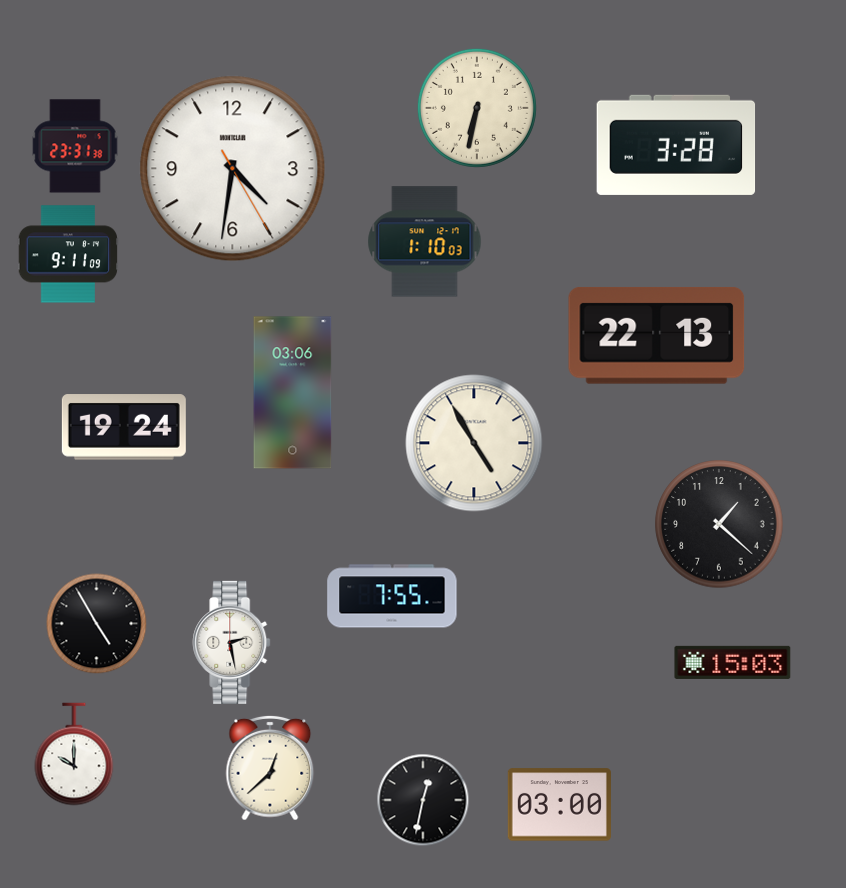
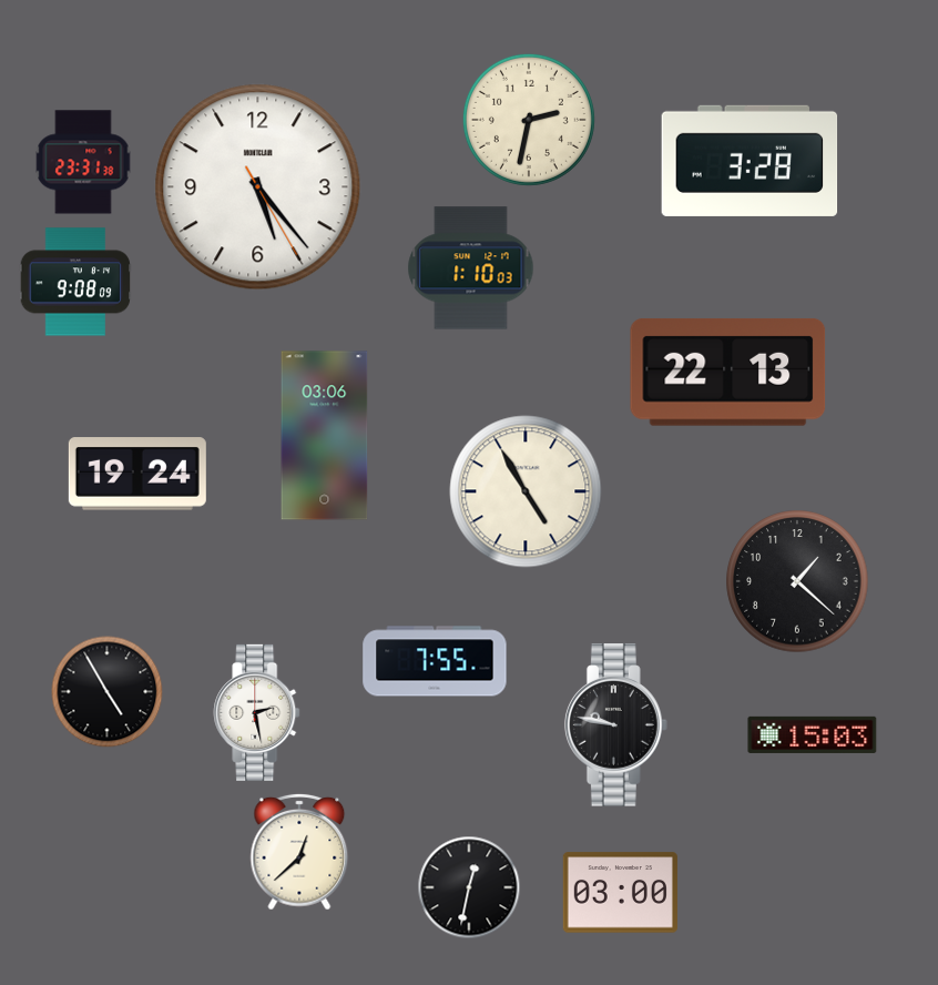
clock at (477, 108): 6:32 -> 2:32
clock at (233, 169): 4:31 -> 5:23
clock at (67, 254): 9:11 -> 9:08
clock at (615, 725): none -> 9:47
clock at (74, 754): 10:00 -> none
